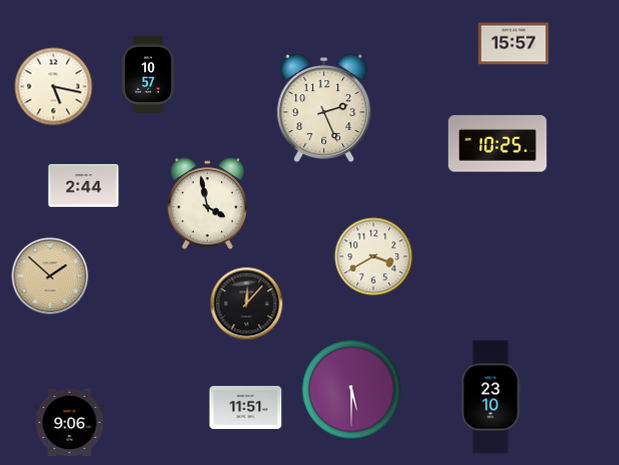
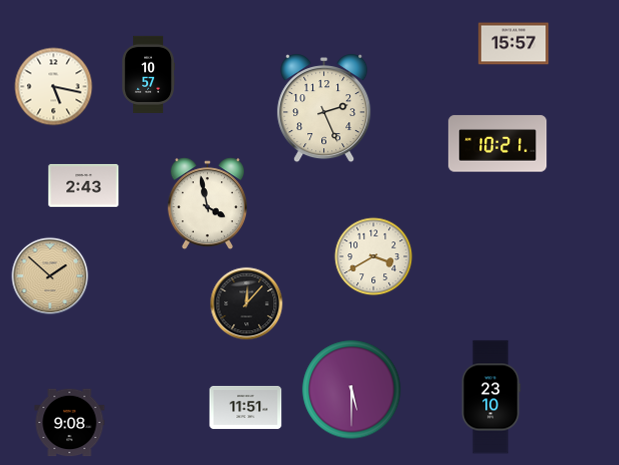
clock at (498, 144): 10:25 -> 10:21
clock at (84, 186): 2:44 -> 2:43
clock at (70, 423): 9:06 -> 9:08
